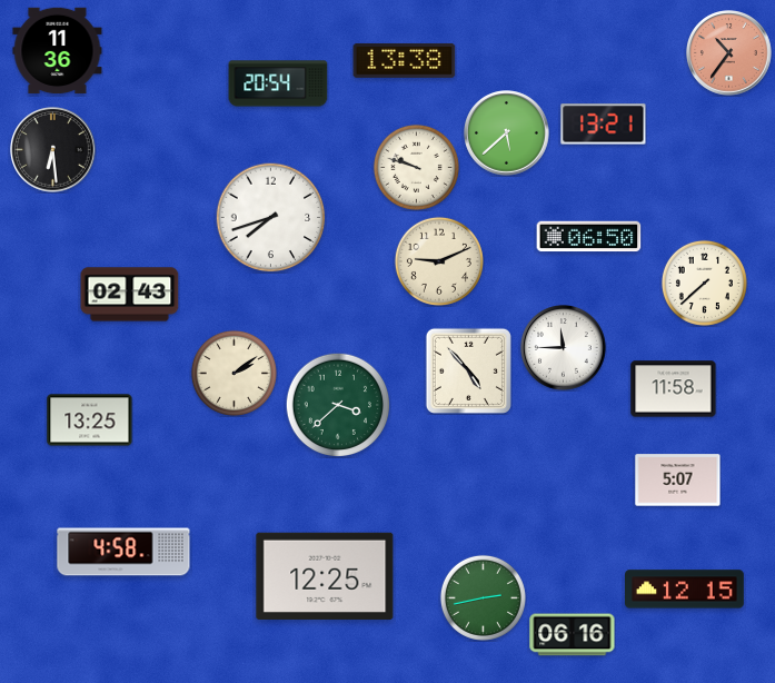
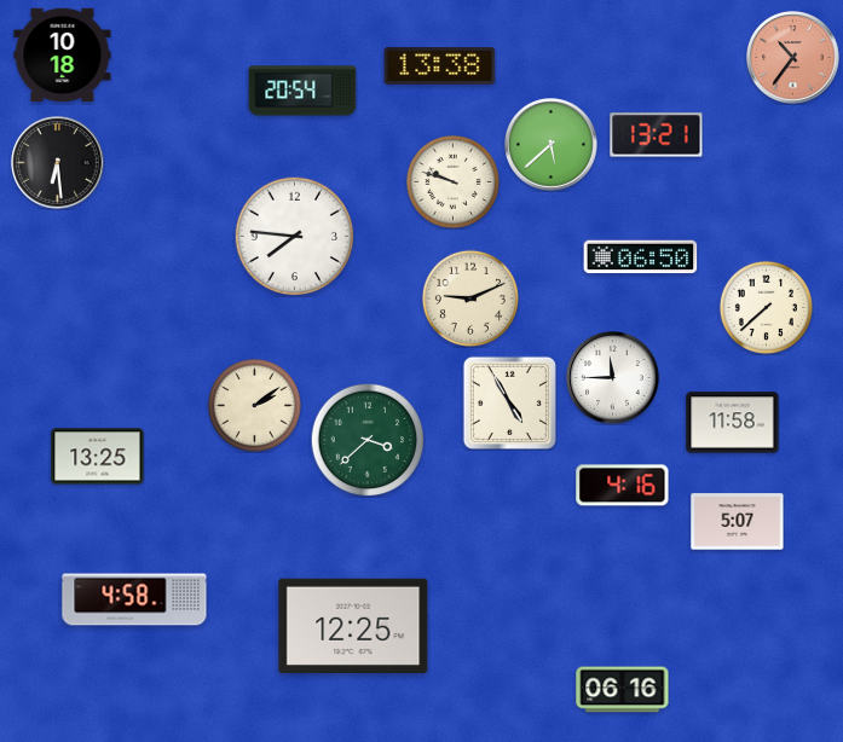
clock at (58, 51): 11:36 -> 10:18
clock at (271, 218): 7:42 -> 7:46
clock at (439, 261) position: (439, 261) -> (470, 298)
clock at (130, 295): 02:43 -> none
clock at (468, 370): 4:53 -> 4:55
clock at (623, 486): none -> 4:16
clock at (685, 590): 12:15 -> none
clock at (483, 597): 2:43 -> none
